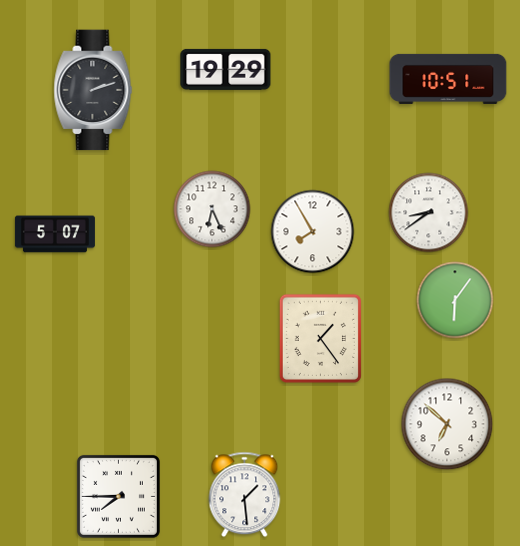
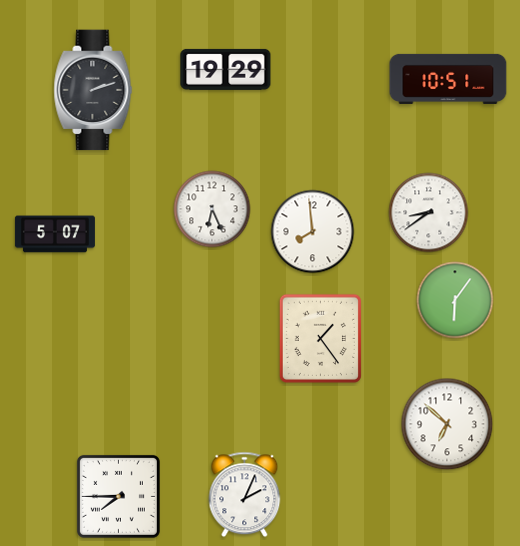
clock at (313, 232): 7:55 -> 7:59
clock at (245, 495): 1:29 -> 2:04
